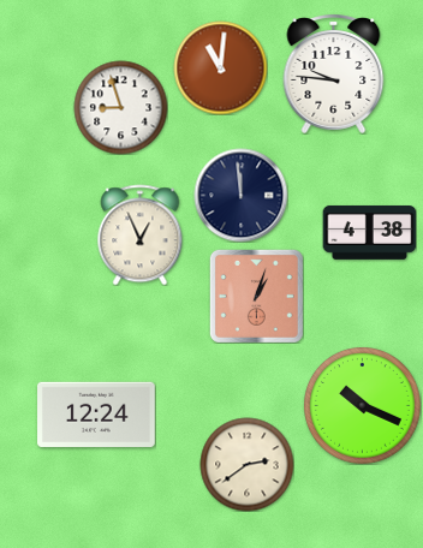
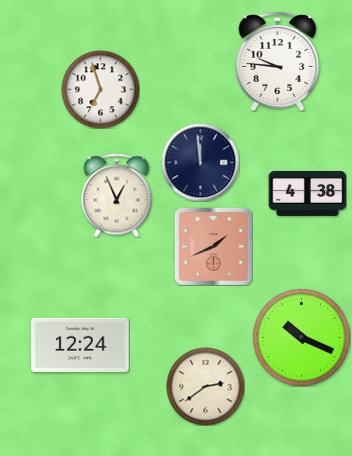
clock at (220, 67): 11:01 -> none
clock at (120, 107): 8:57 -> 6:57
clock at (256, 296): 1:03 -> 1:41
